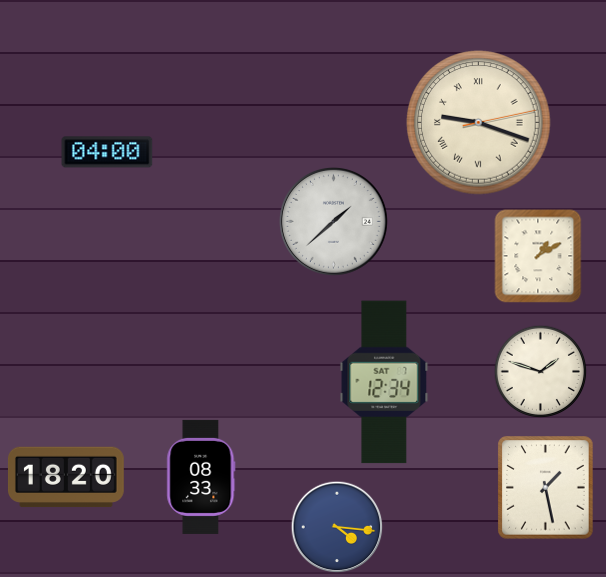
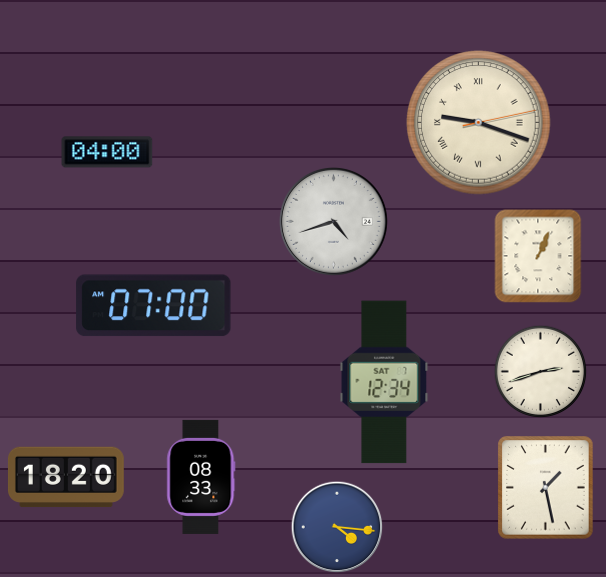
clock at (333, 221): 1:38 -> 4:42
clock at (538, 256): 1:10 -> 1:04
clock at (154, 306): none -> 07:00
clock at (541, 372): 1:48 -> 2:42
